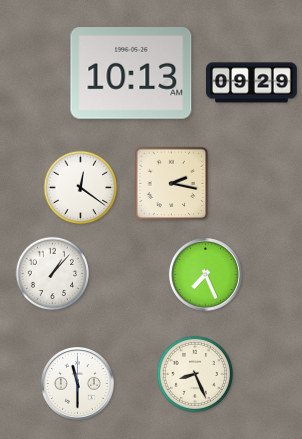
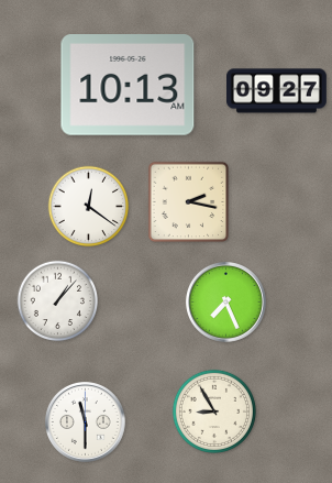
clock at (131, 74) position: (131, 74) -> (128, 86)
clock at (252, 83): 09:29 -> 09:27
clock at (195, 374): 8:26 -> 8:55
